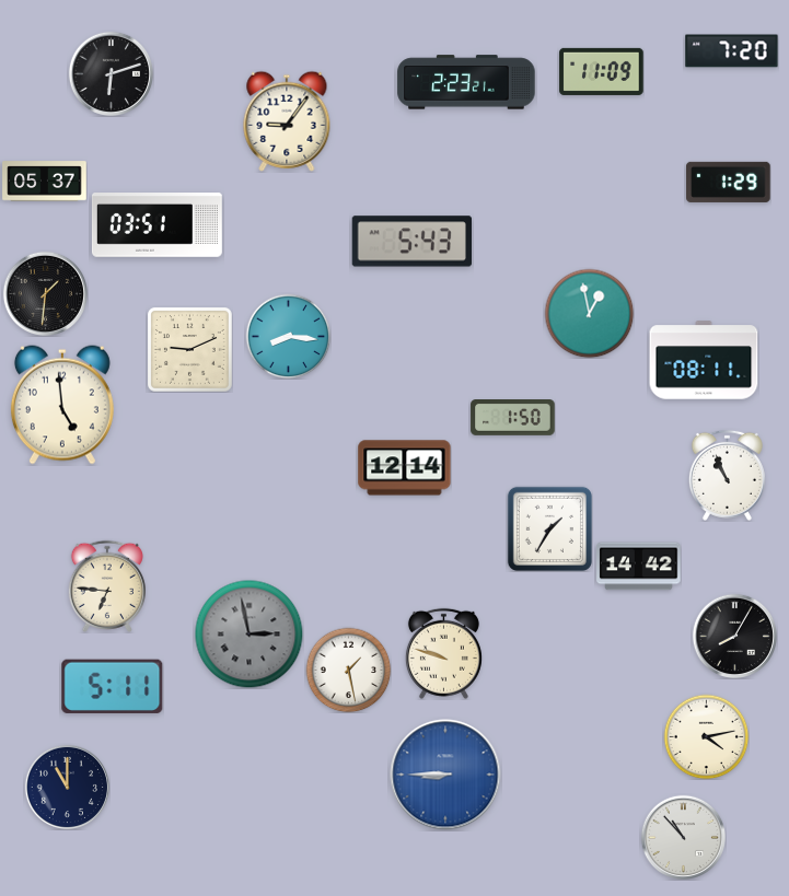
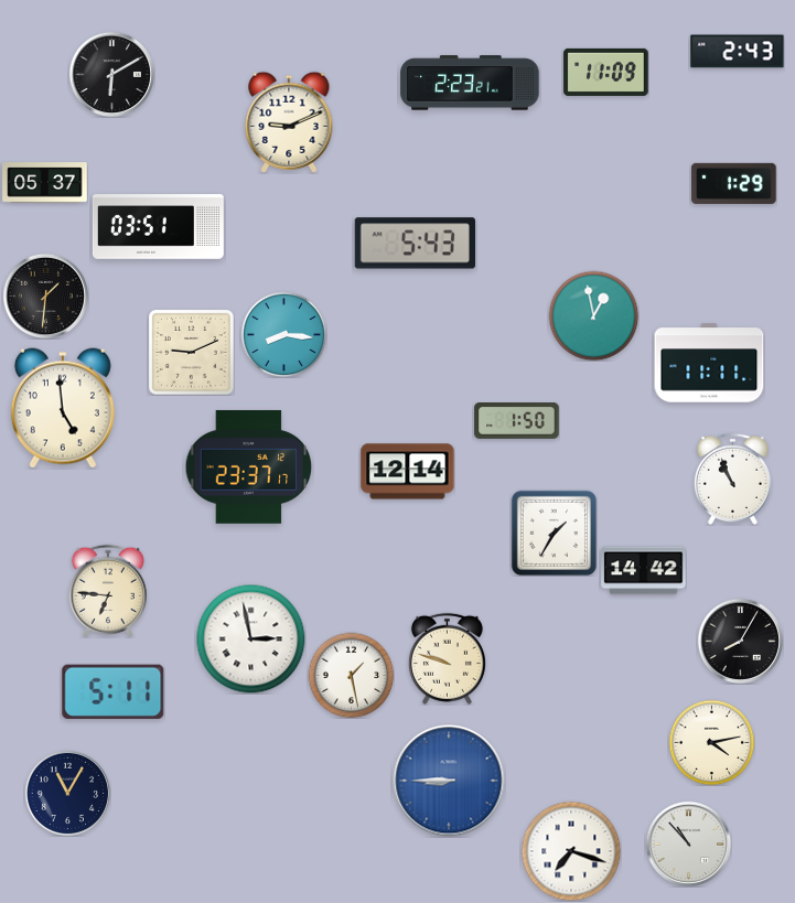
clock at (732, 51): 7:20 -> 2:43
clock at (111, 73): 6:12 -> 6:10
clock at (287, 121): 9:06 -> 9:11
clock at (288, 336) position: (288, 336) -> (283, 334)
clock at (704, 360): 08:11 -> 11:11
clock at (249, 466): none -> 23:37
clock at (250, 635) dial: grey -> white
clock at (67, 787): 11:00 -> 11:05
clock at (571, 851): none -> 7:18
